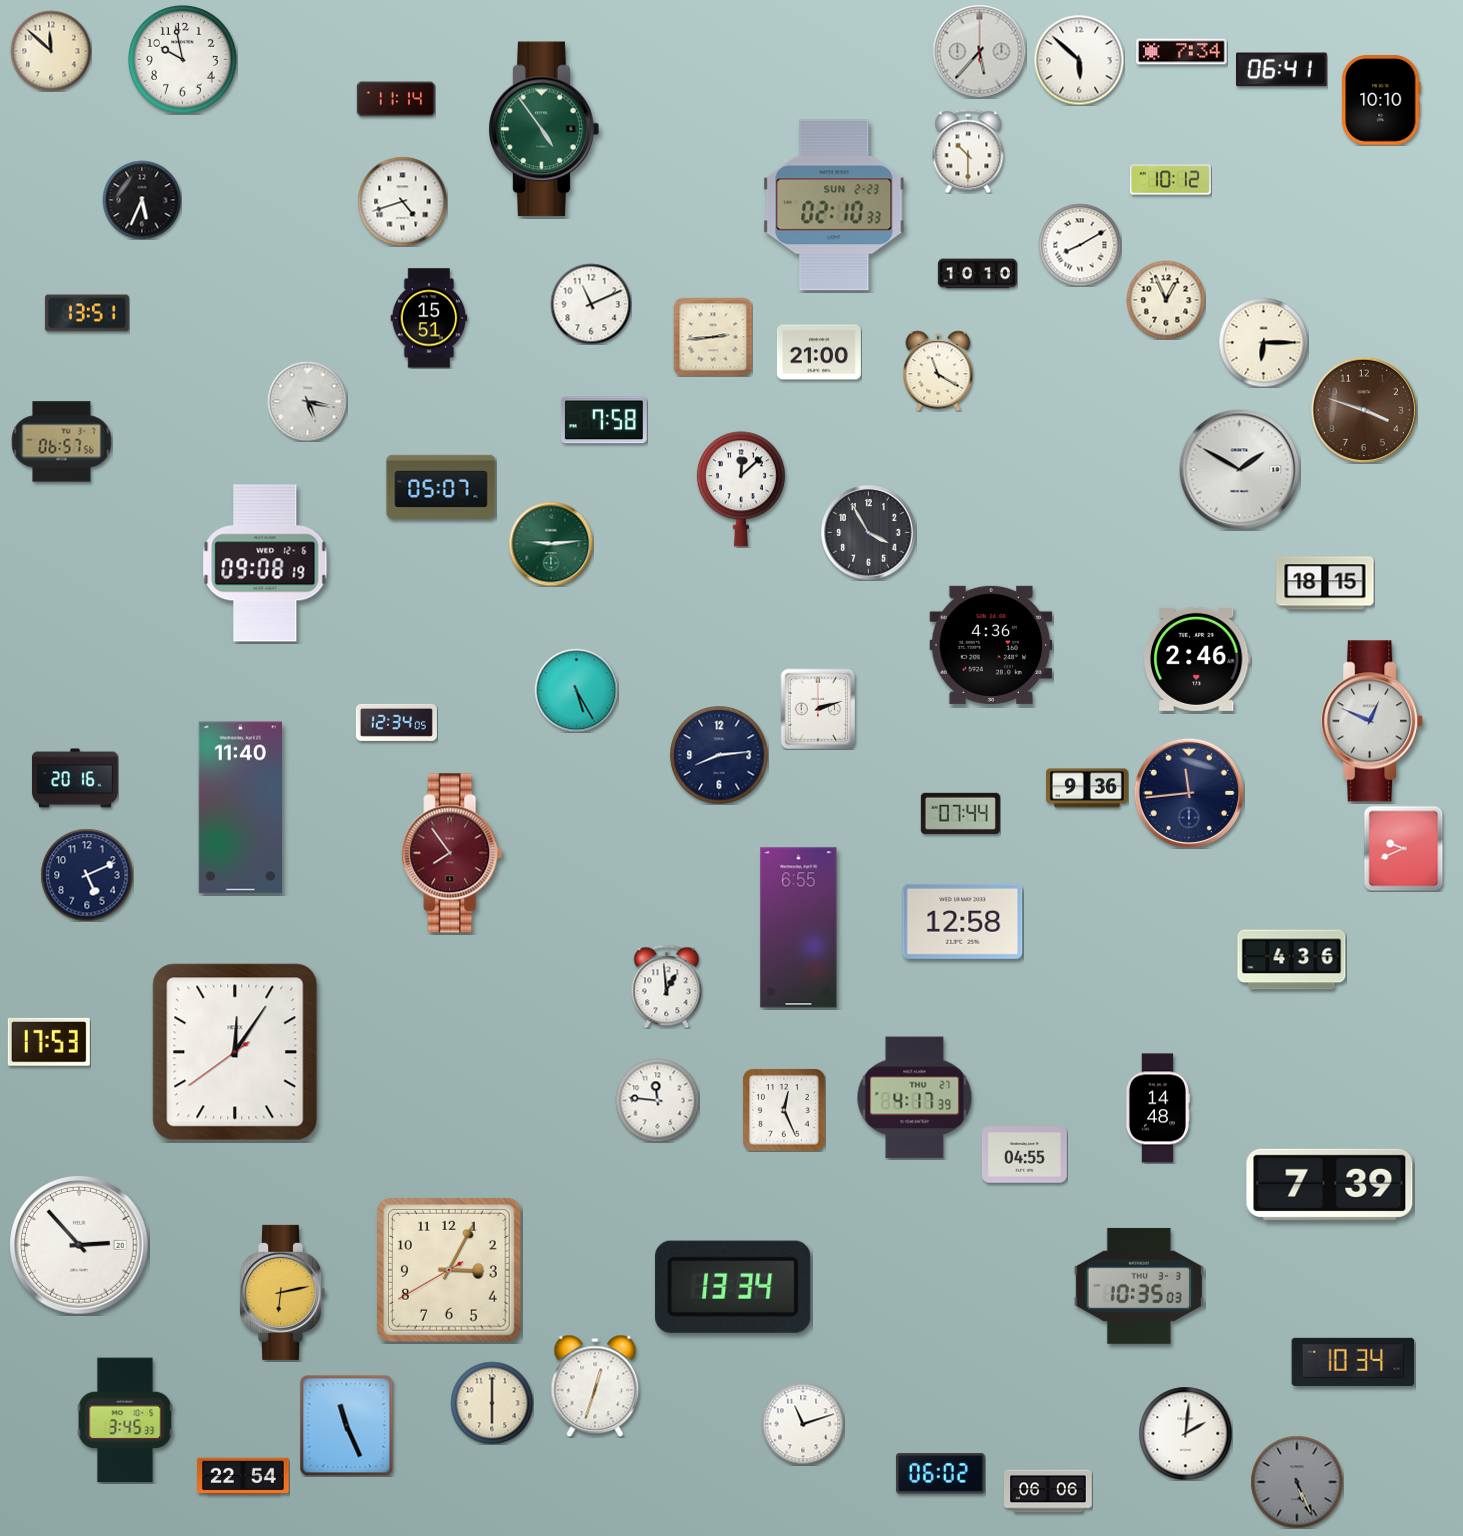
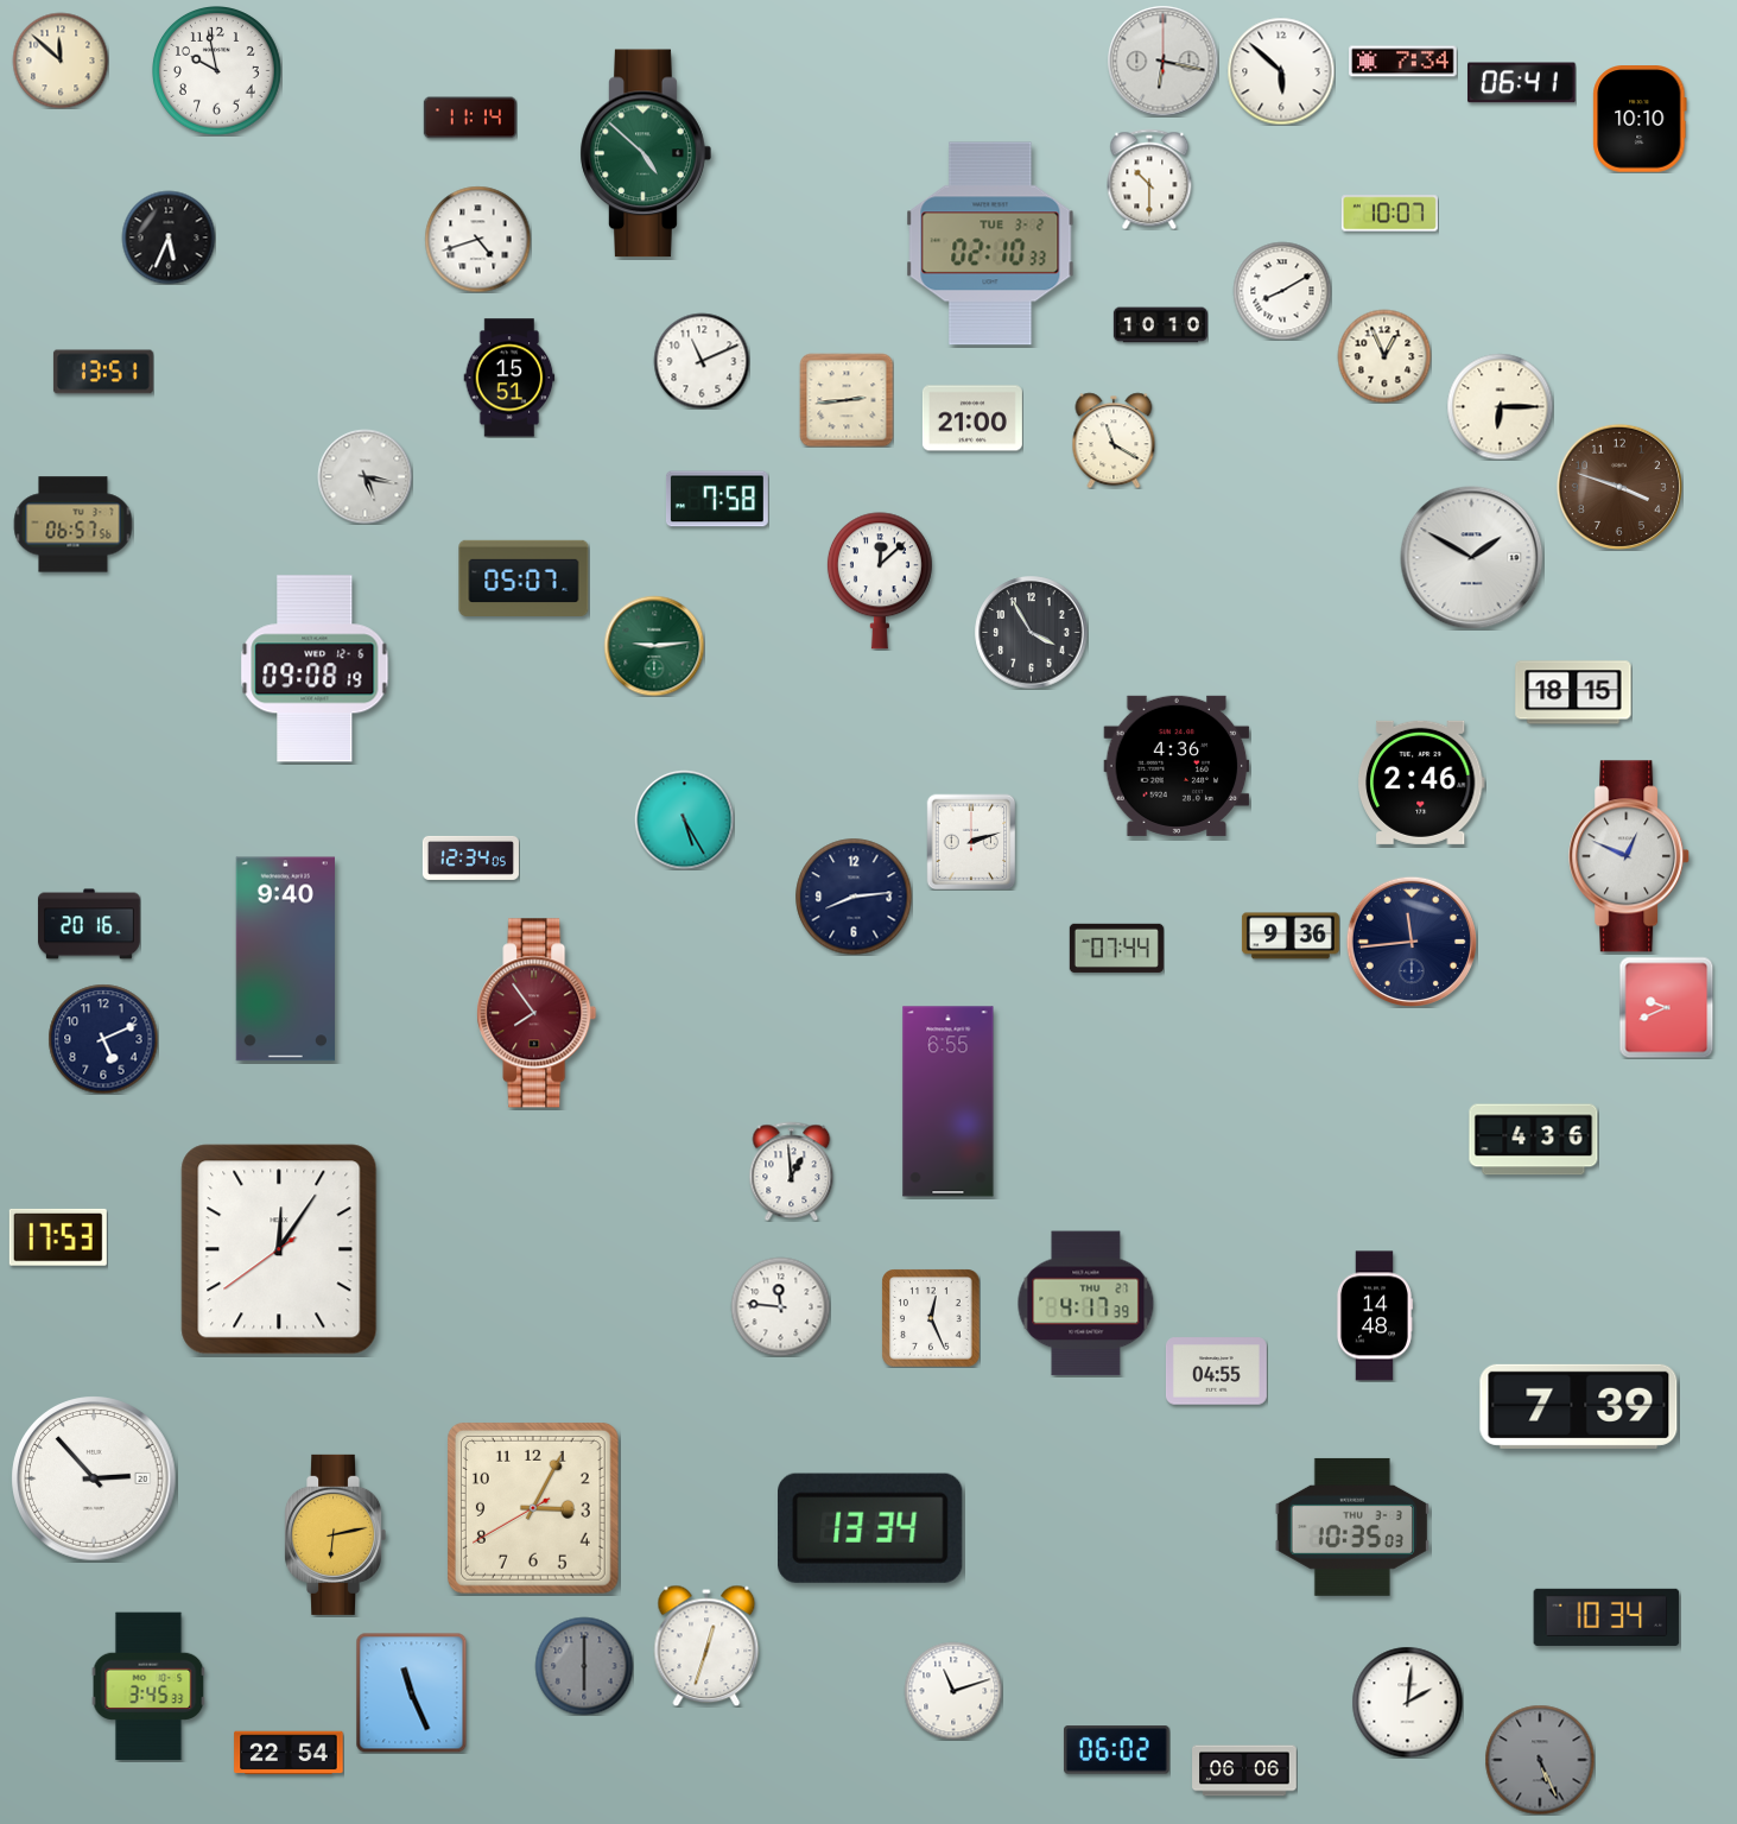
clock at (979, 51): 5:37 -> 6:17
clock at (544, 129): 4:54 -> 4:52
clock at (1170, 180): 10:12 -> 10:07
clock at (834, 205) date: SUN 2-23 -> TUE 3-2
clock at (240, 808): 11:40 -> 9:40
clock at (960, 813) position: (960, 813) -> (1116, 948)
clock at (963, 921): 12:58 -> none
clock at (492, 1403) dial: cream -> grey
